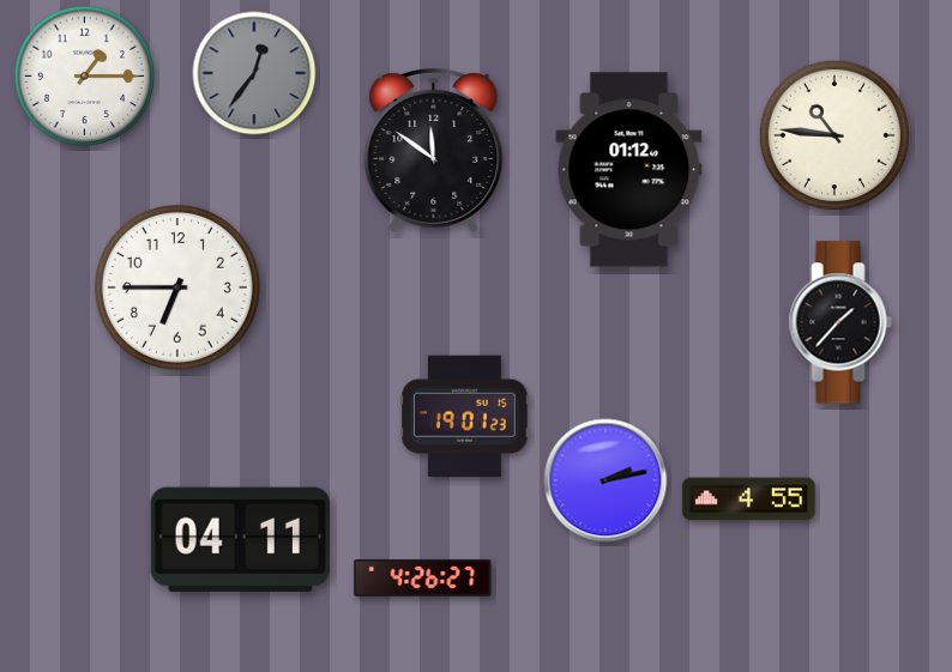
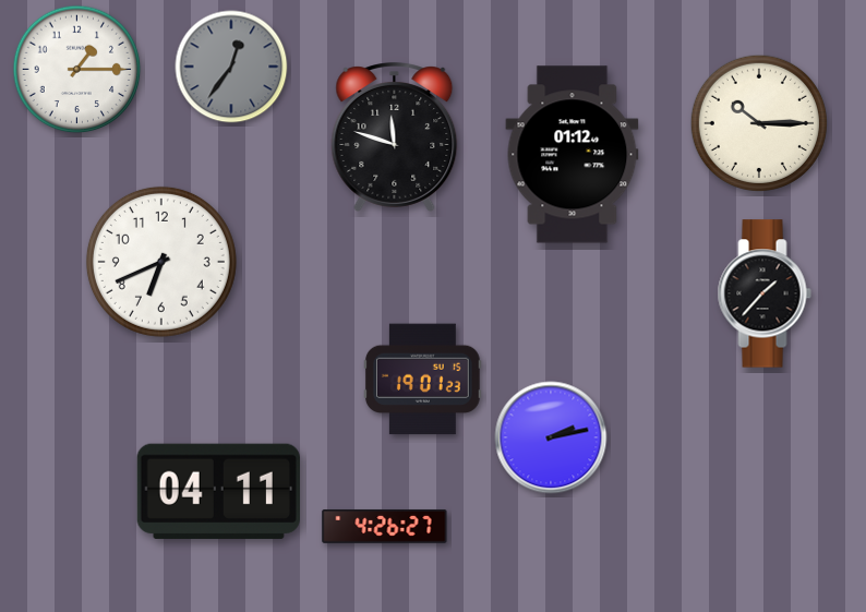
clock at (834, 135): 10:46 -> 10:15
clock at (434, 151): 11:51 -> 11:48
clock at (177, 287): 6:45 -> 6:41
clock at (749, 500): 4:55 -> none
